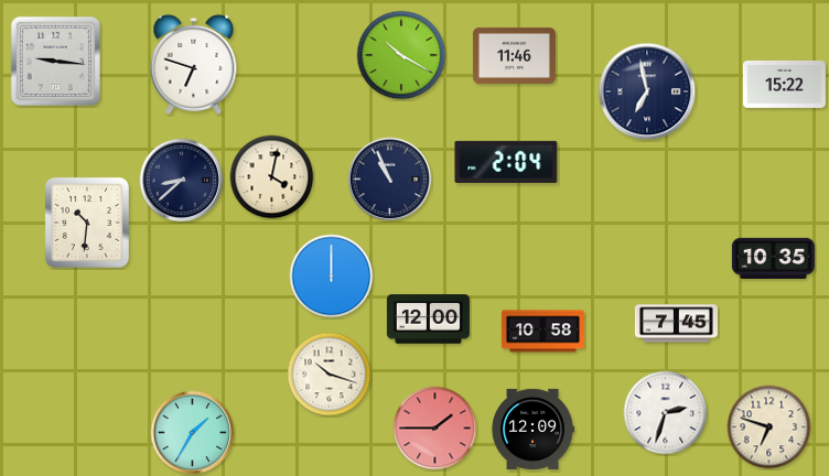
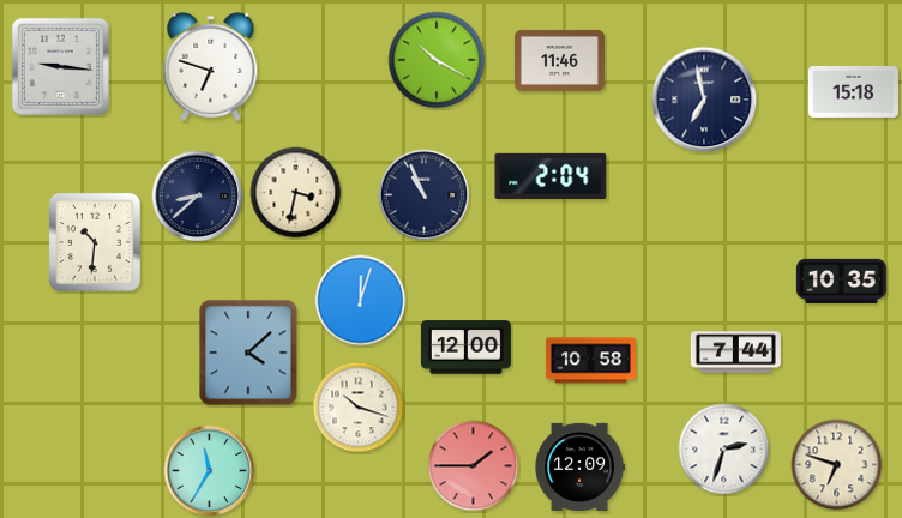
clock at (194, 64) position: (194, 64) -> (211, 66)
clock at (784, 84): 15:22 -> 15:18
clock at (272, 177): 4:02 -> 3:32
clock at (332, 277): 12:00 -> 12:03
clock at (248, 353): none -> 4:08
clock at (676, 324): 7:45 -> 7:44
clock at (193, 433): 1:35 -> 11:35
